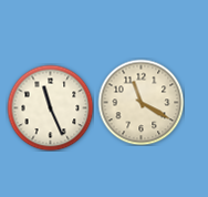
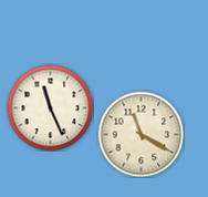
clock at (141, 102) position: (141, 102) -> (141, 134)
